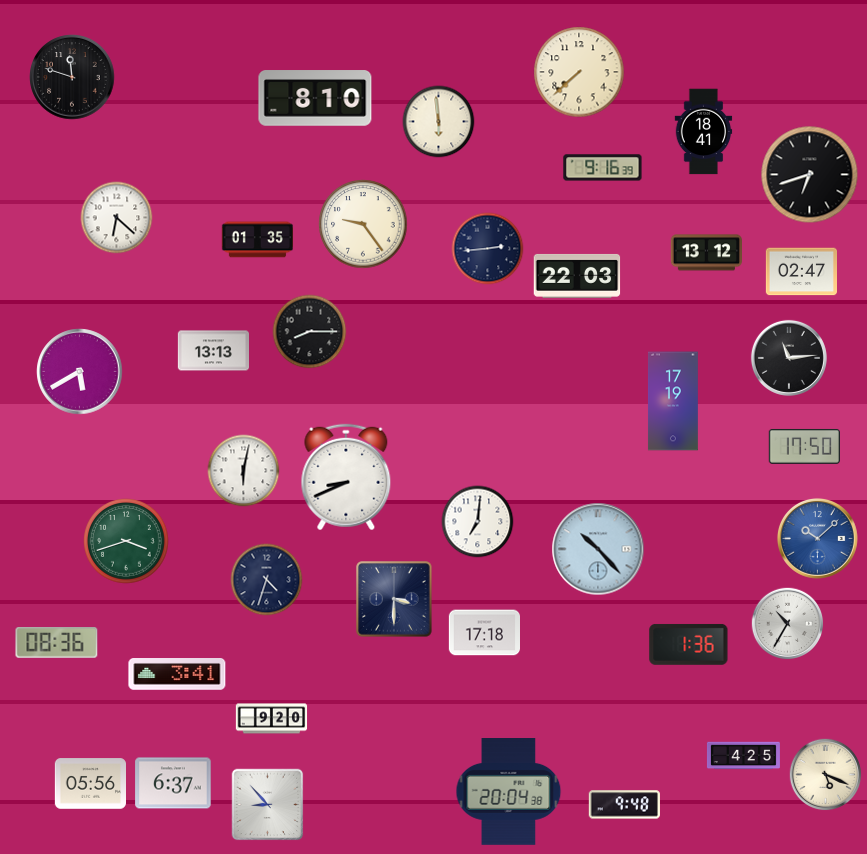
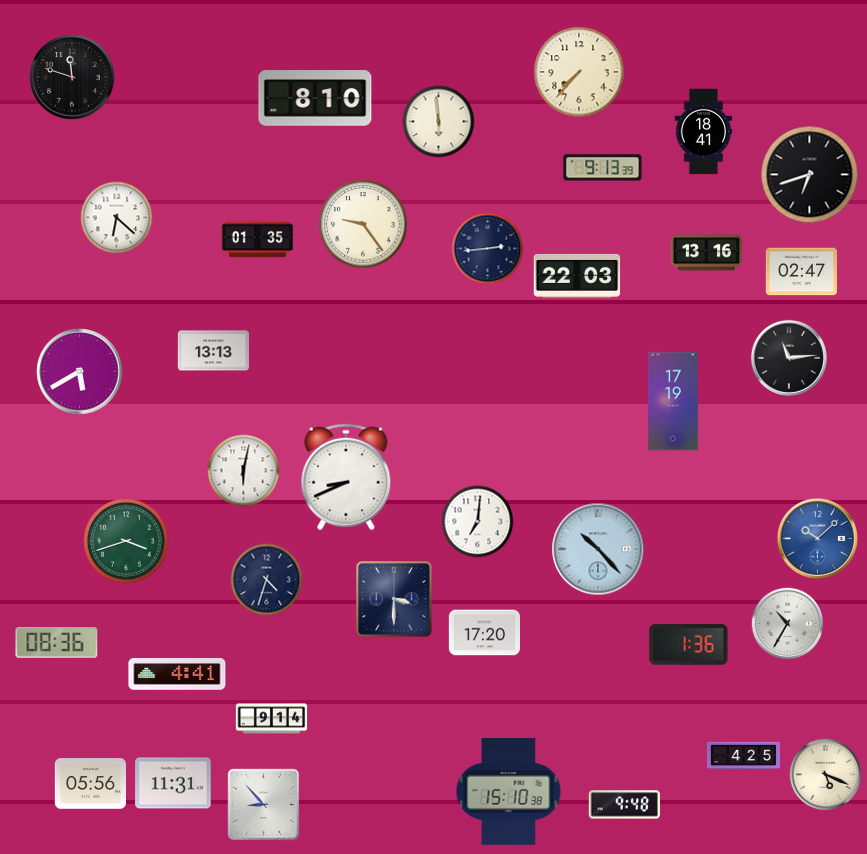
clock at (579, 72): 7:38 -> 7:37
clock at (603, 168): 9:16 -> 9:13
clock at (706, 253): 13:12 -> 13:16
clock at (310, 332): 8:15 -> none
clock at (804, 447): 17:50 -> none
clock at (485, 633): 17:18 -> 17:20
clock at (177, 675): 3:41 -> 4:41
clock at (272, 719): 9:20 -> 9:14
clock at (173, 783): 6:37 -> 11:31
clock at (509, 792): 20:04 -> 15:10
clock at (268, 805) position: (268, 805) -> (264, 805)
